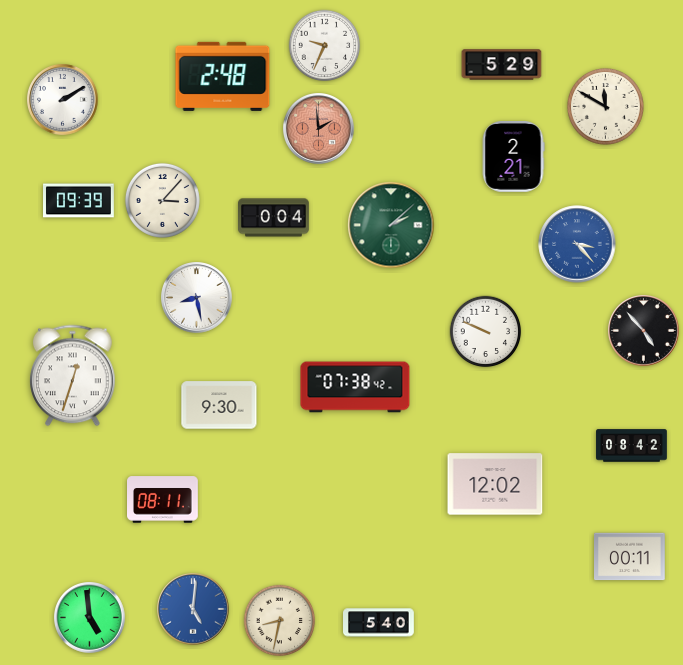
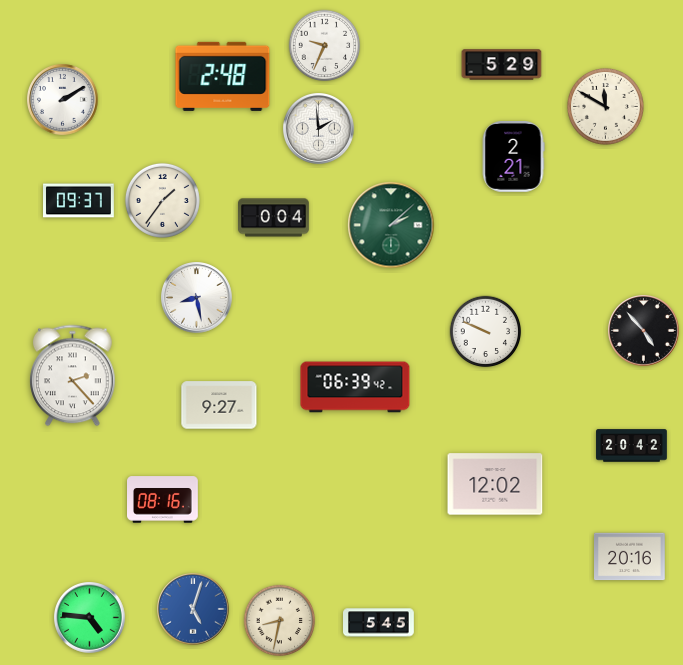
clock at (319, 129) dial: salmon -> white
clock at (162, 200): 3:07 -> 1:36
clock at (79, 201): 09:39 -> 09:37
clock at (577, 244): 3:23 -> none
clock at (73, 376): 12:33 -> 2:23
clock at (355, 387): 07:38 -> 06:39
clock at (219, 405): 9:30 -> 9:27
clock at (632, 446): 08:42 -> 20:42
clock at (163, 500): 08:11 -> 08:16
clock at (630, 557): 00:11 -> 20:16
clock at (193, 609): 5:01 -> 5:03
clock at (90, 618): 4:59 -> 4:46
clock at (379, 623): 5:40 -> 5:45
